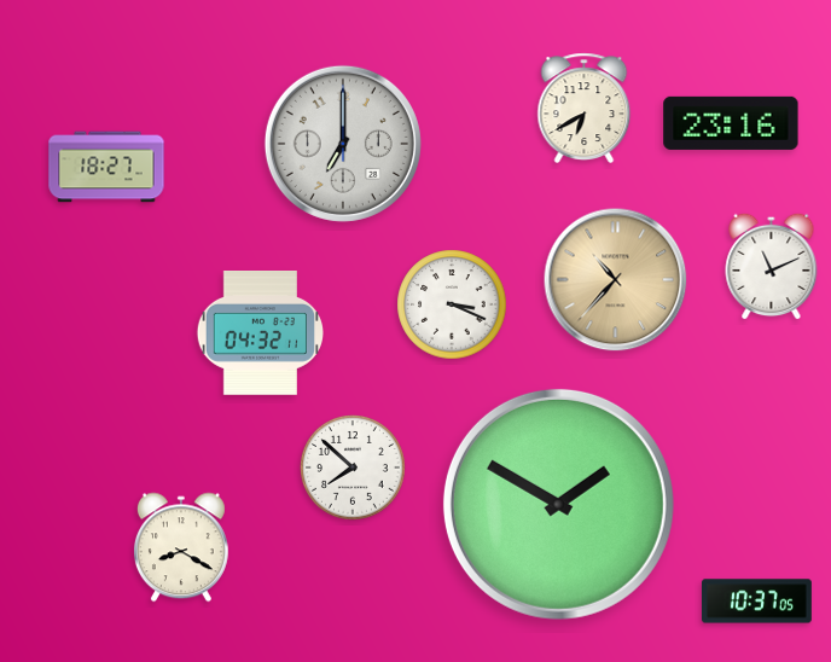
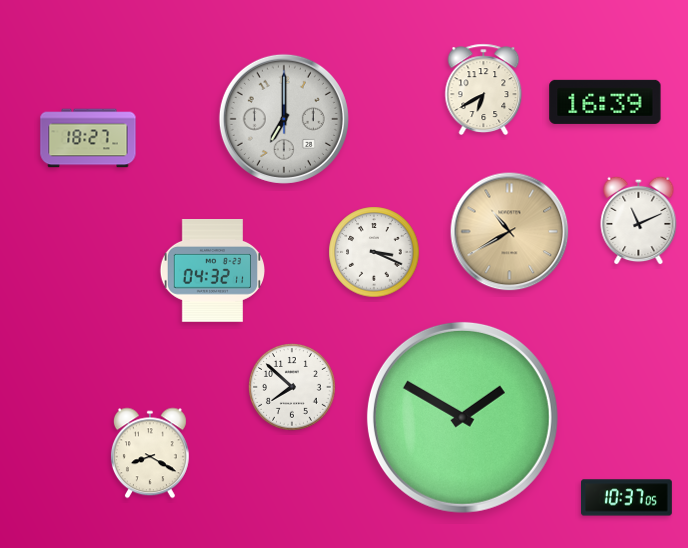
clock at (731, 123): 23:16 -> 16:39
clock at (616, 280): 10:37 -> 10:40
clock at (260, 333) position: (260, 333) -> (212, 271)
